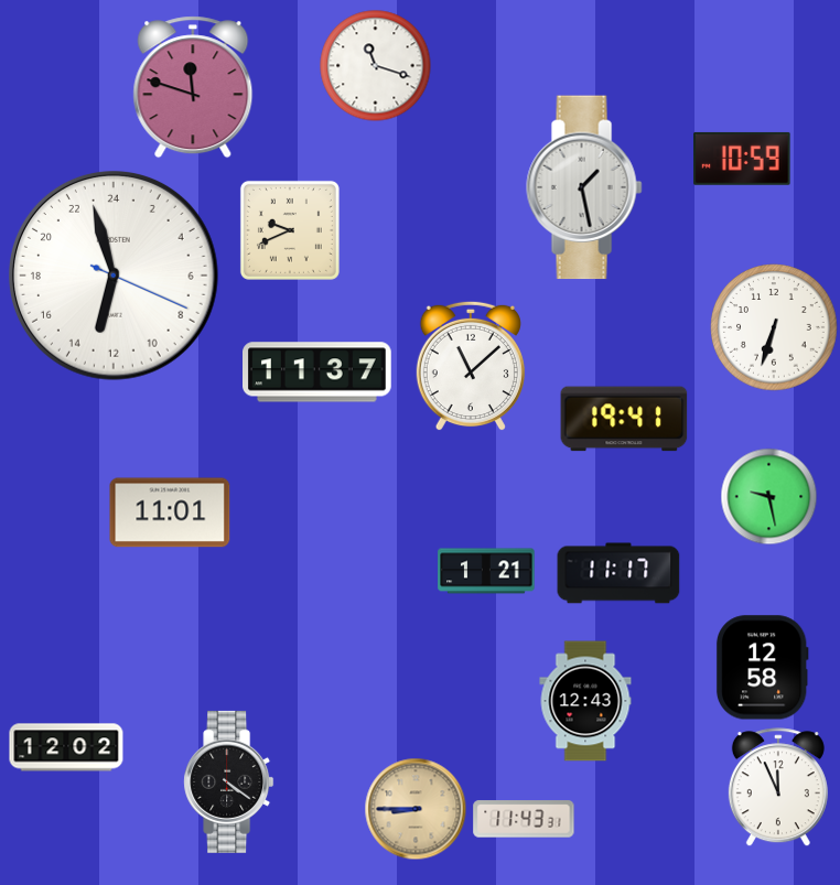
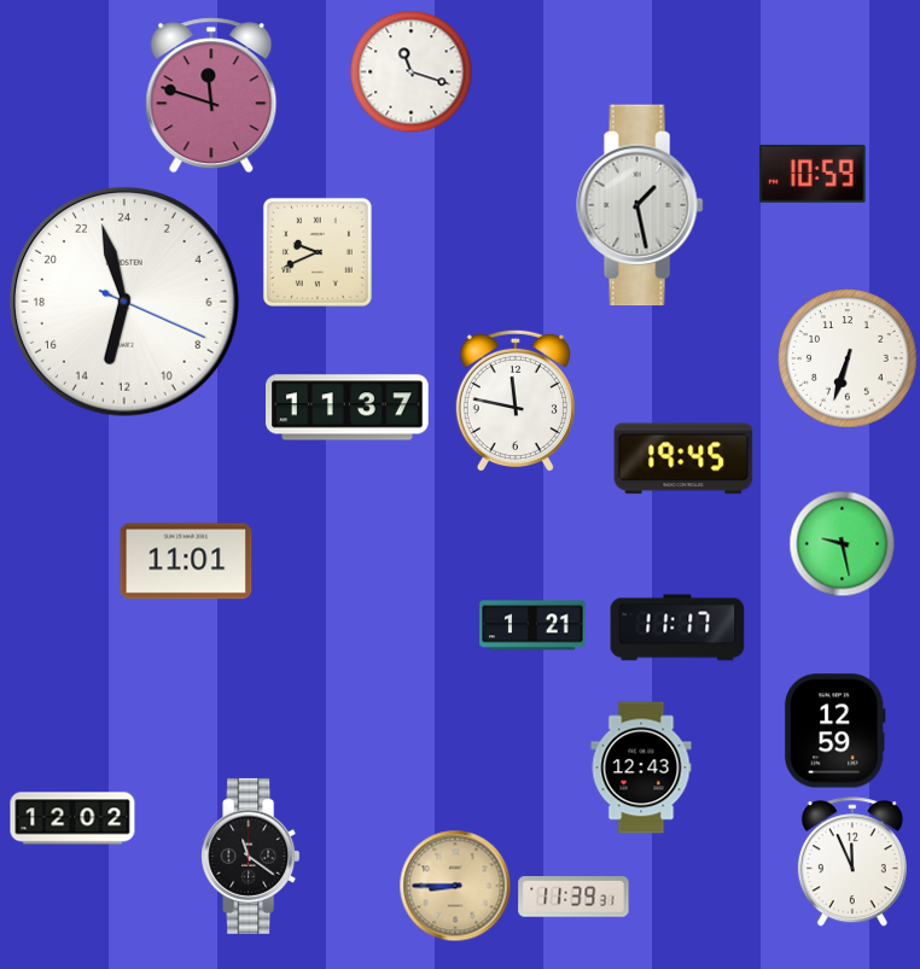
clock at (471, 366): 11:08 -> 11:47
clock at (624, 419): 19:41 -> 19:45
clock at (762, 668): 12:58 -> 12:59
clock at (229, 781): 4:21 -> 11:21
clock at (524, 819): 11:43 -> 11:39
